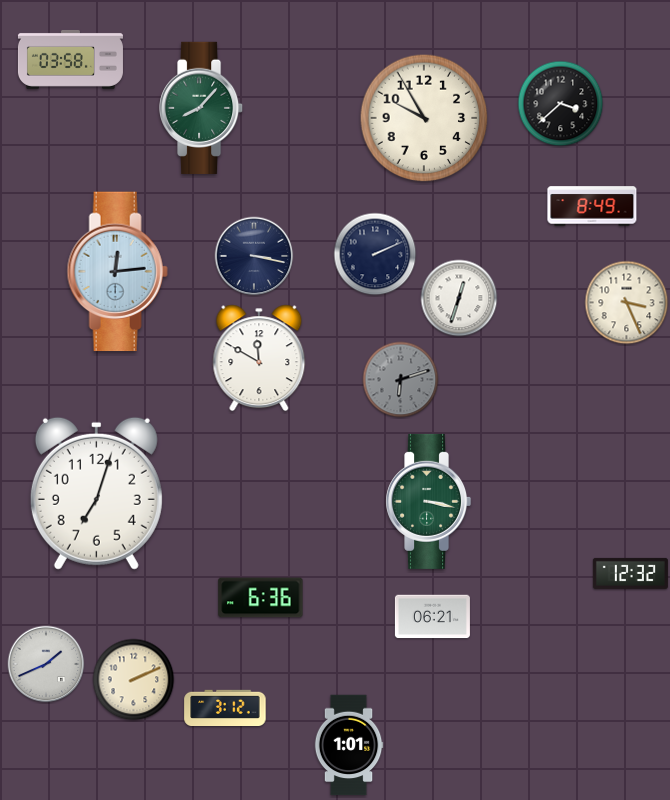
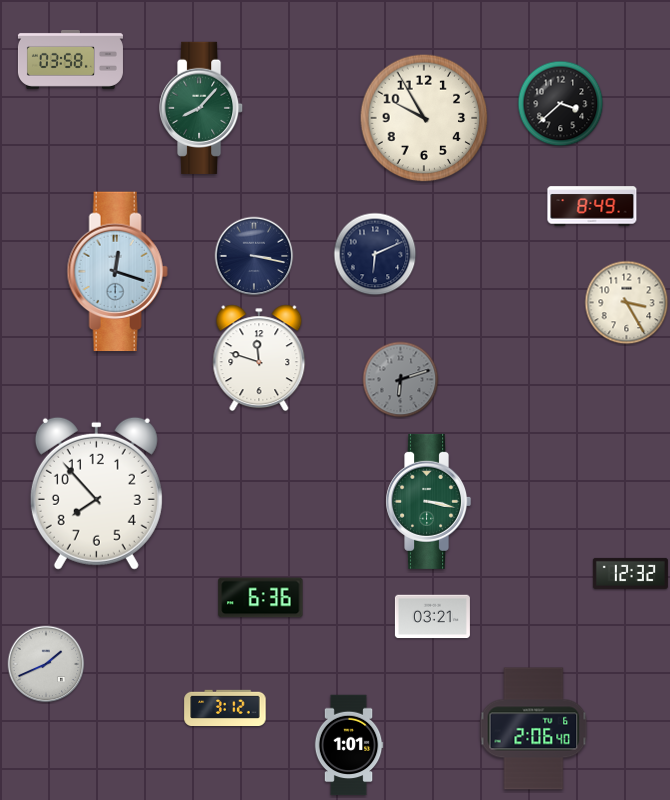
clock at (375, 254): 2:11 -> 6:11
clock at (117, 272): 12:14 -> 12:18
clock at (459, 298): 12:33 -> none
clock at (627, 303): 3:26 -> 3:25
clock at (259, 358): 11:50 -> 11:48
clock at (96, 493): 7:03 -> 7:53
clock at (432, 617): 06:21 -> 03:21
clock at (134, 680): 2:11 -> none
clock at (534, 729): none -> 2:06
